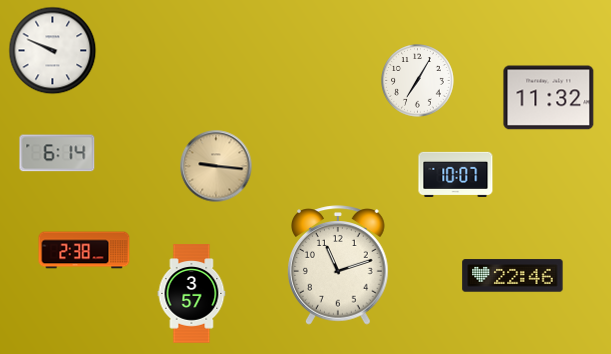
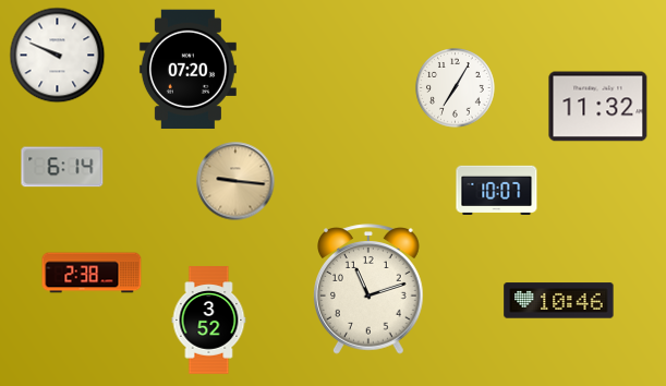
clock at (187, 70): none -> 07:20
clock at (513, 276): 22:46 -> 10:46
clock at (192, 294): 3:57 -> 3:52
